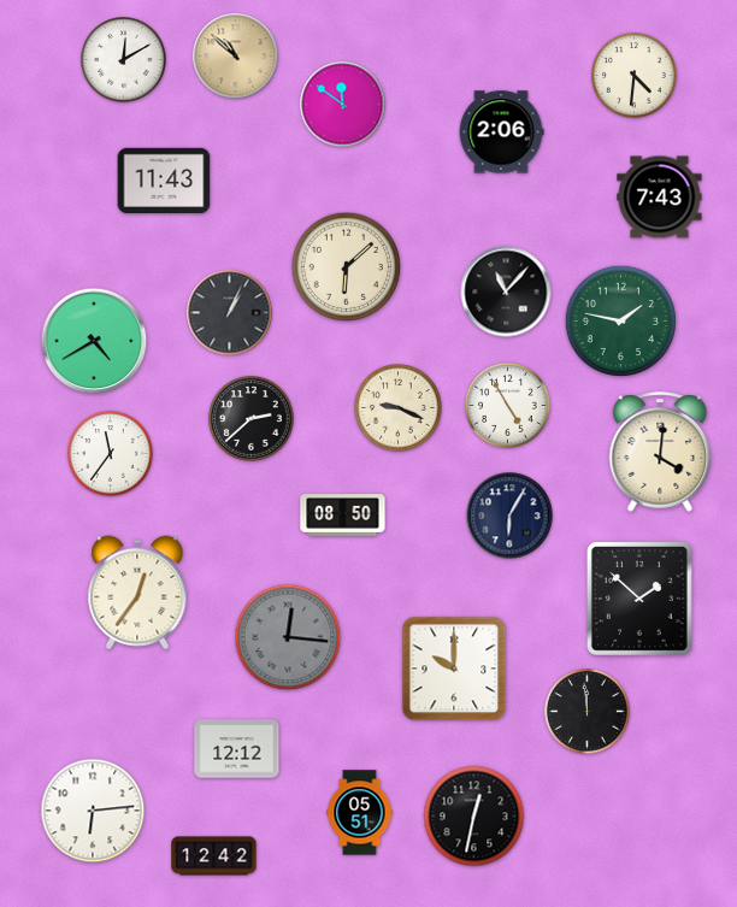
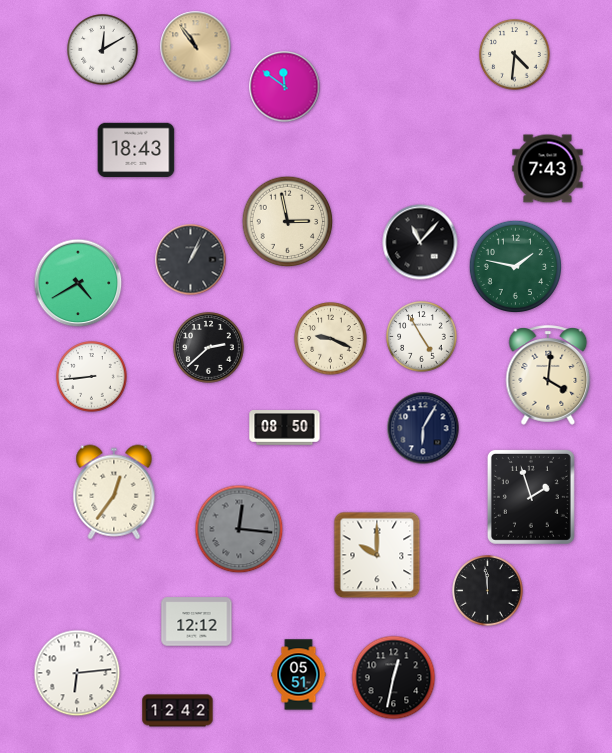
clock at (236, 57): 10:52 -> 10:54
clock at (635, 76) position: (635, 76) -> (515, 55)
clock at (501, 132): 2:06 -> none
clock at (164, 181): 11:43 -> 18:43
clock at (660, 198) position: (660, 198) -> (548, 169)
clock at (347, 267): 6:08 -> 2:58
clock at (111, 454): 11:36 -> 8:44
clock at (639, 599): 1:52 -> 1:57
